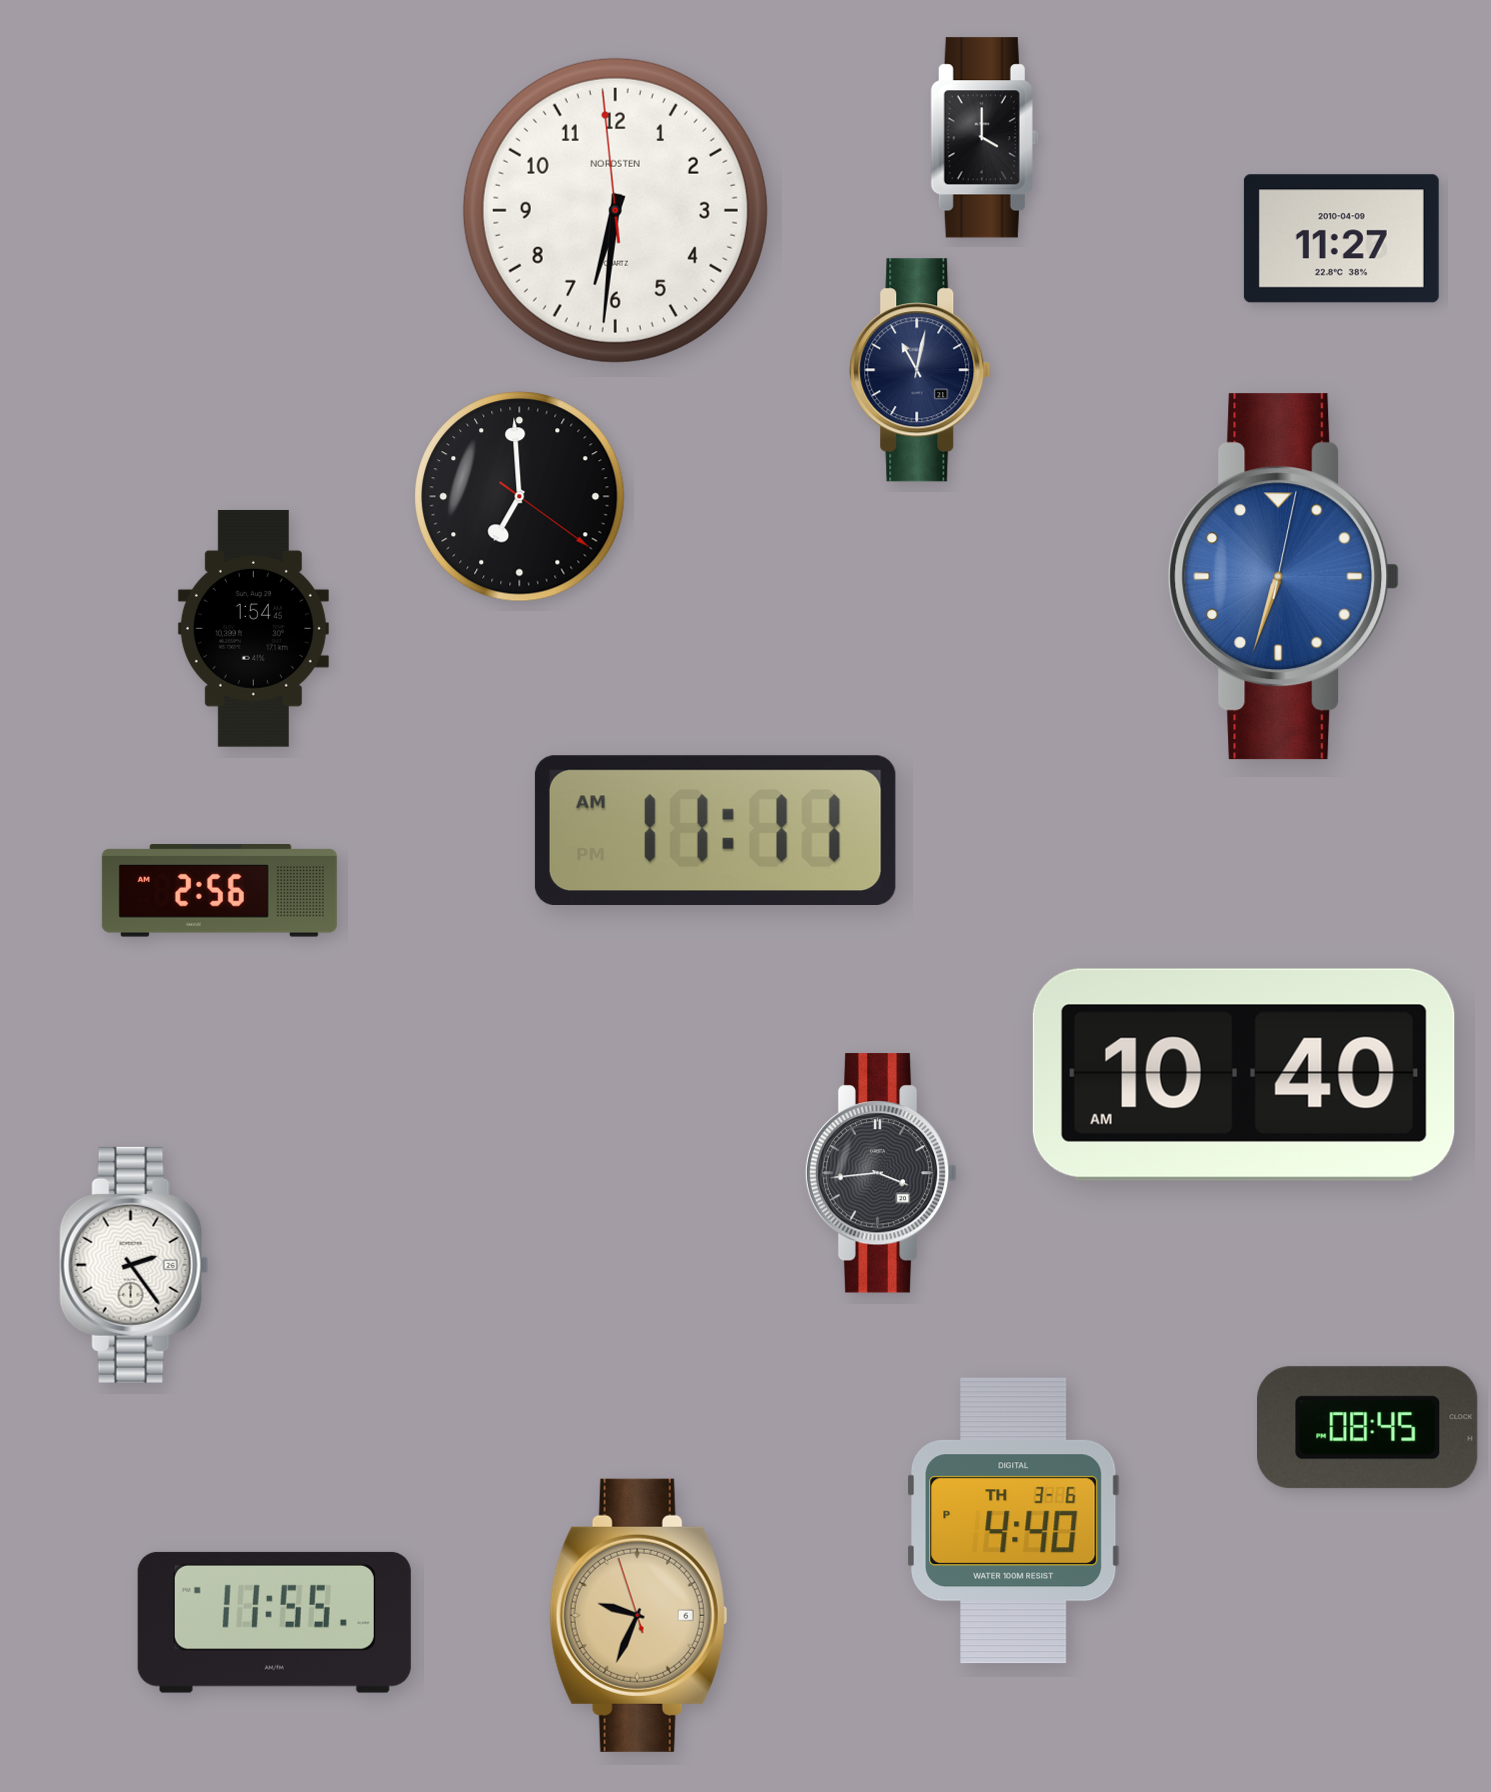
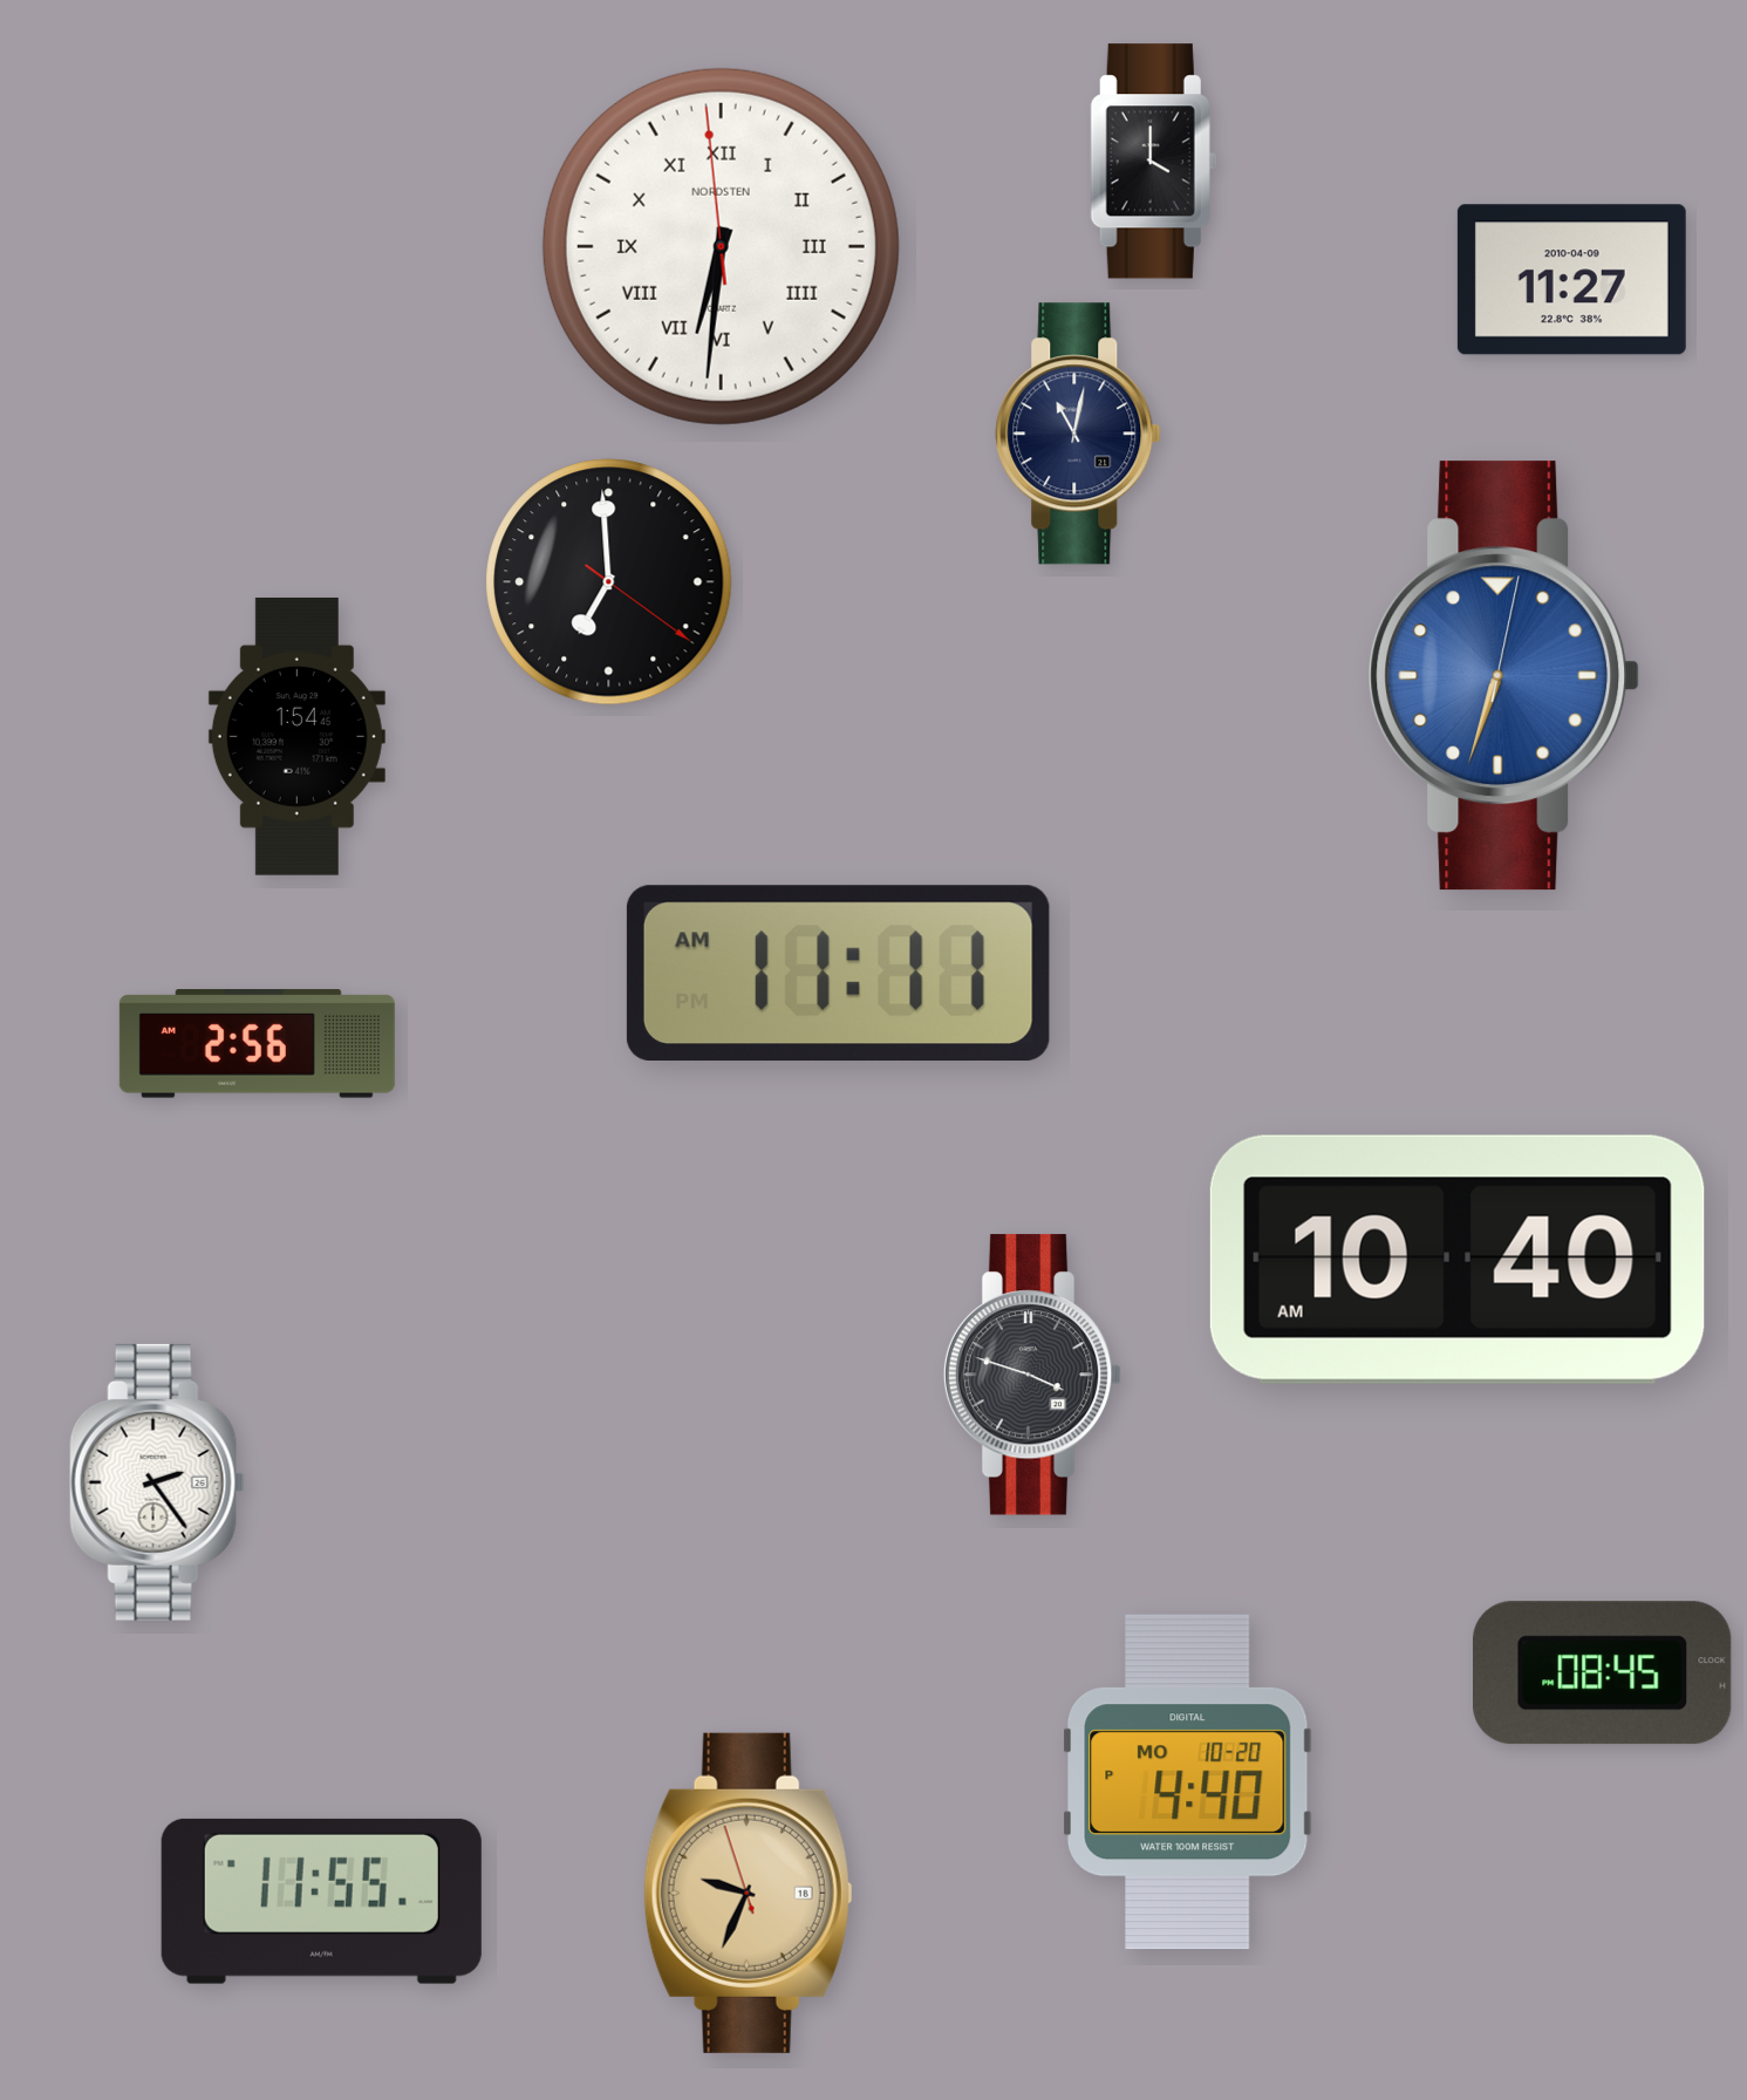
clock at (615, 210) numerals: Arabic -> Roman
clock at (881, 1173): 3:44 -> 3:48
clock at (1014, 1521) date: TH 3-6 -> MO 10-20
clock at (639, 1615) date: 6 -> 18
